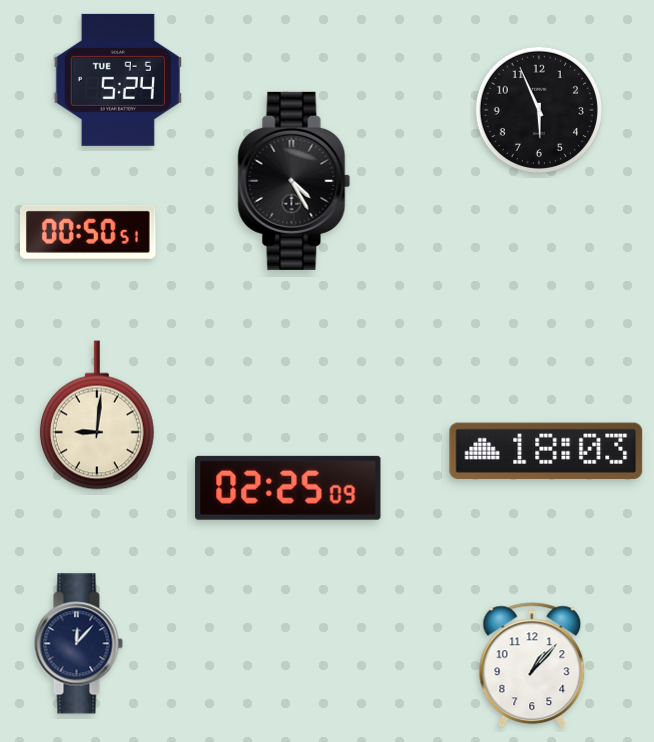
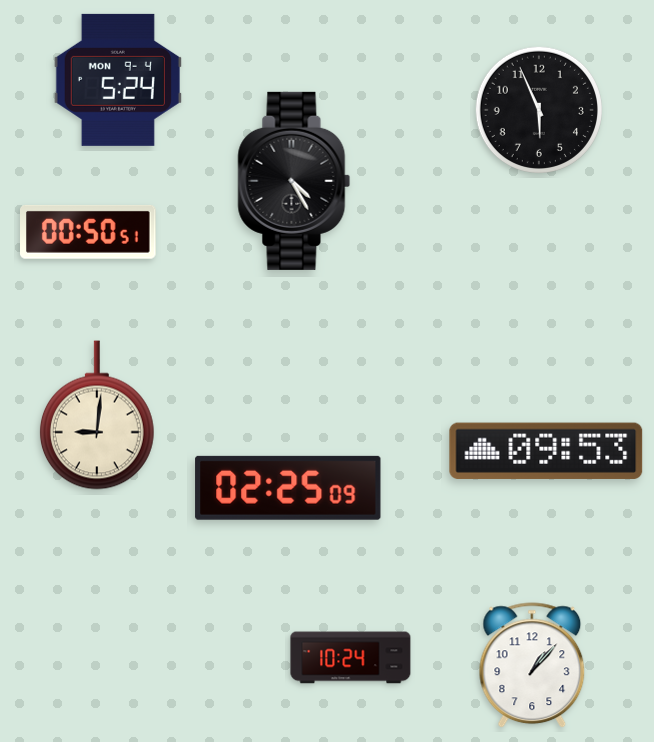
clock at (118, 80) date: TUE 9-5 -> MON 9-4
clock at (546, 451): 18:03 -> 09:53
clock at (78, 644): 12:07 -> none
clock at (351, 658): none -> 10:24
